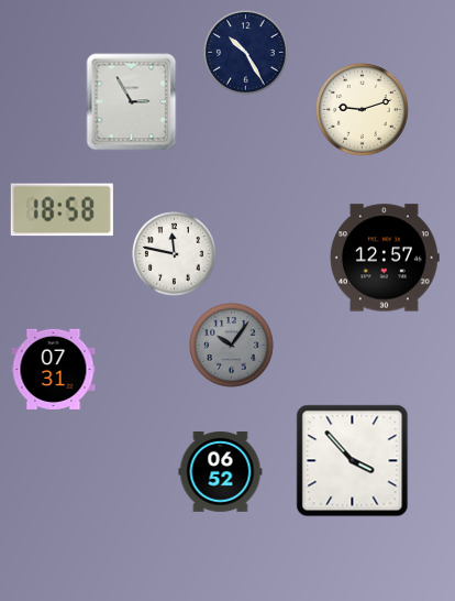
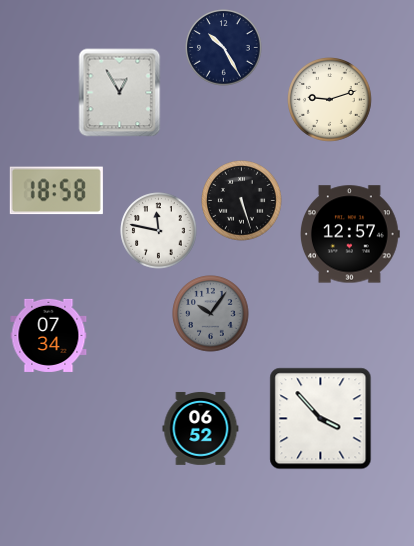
clock at (132, 102): 2:55 -> 12:55
clock at (242, 201): none -> 5:27
clock at (54, 369): 07:31 -> 07:34
